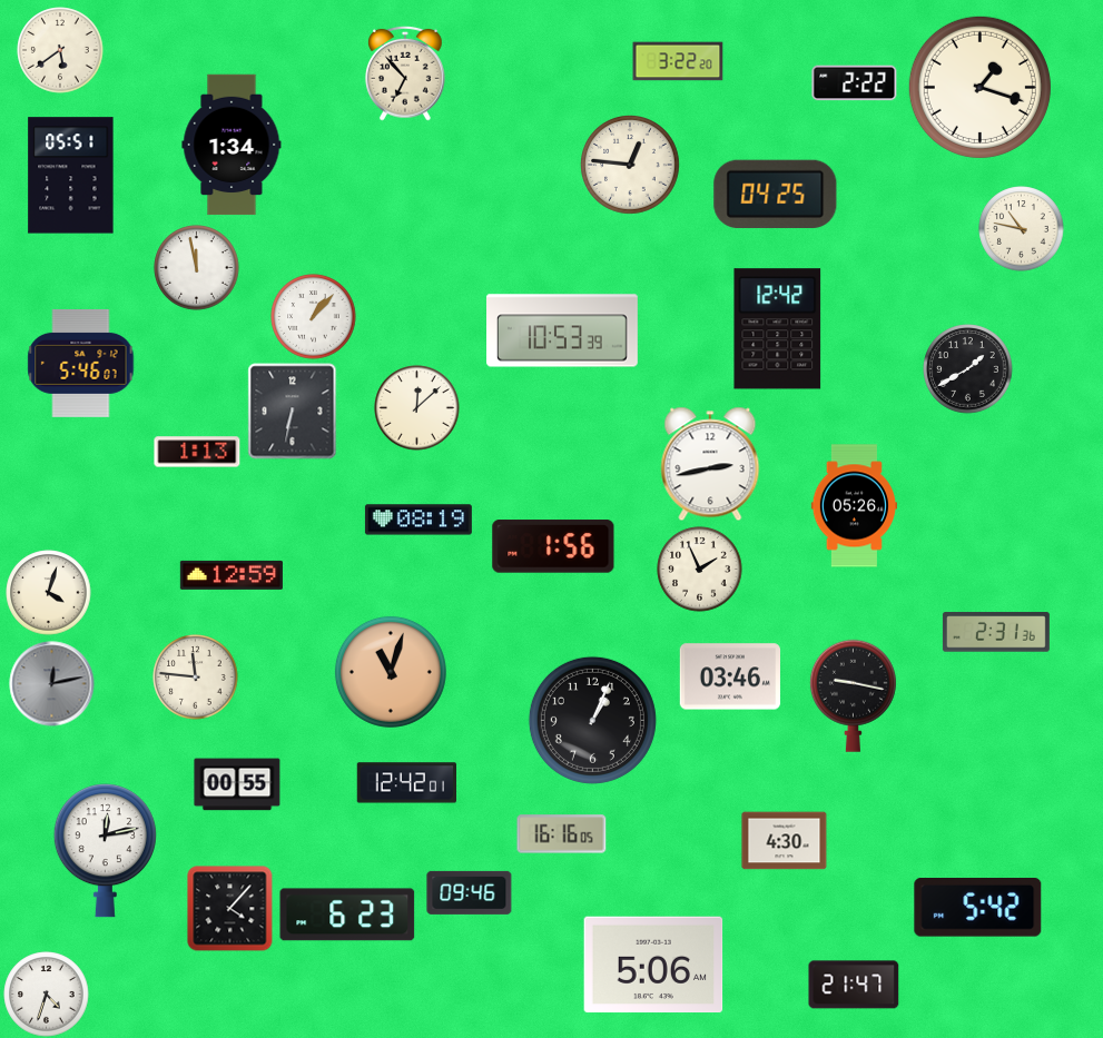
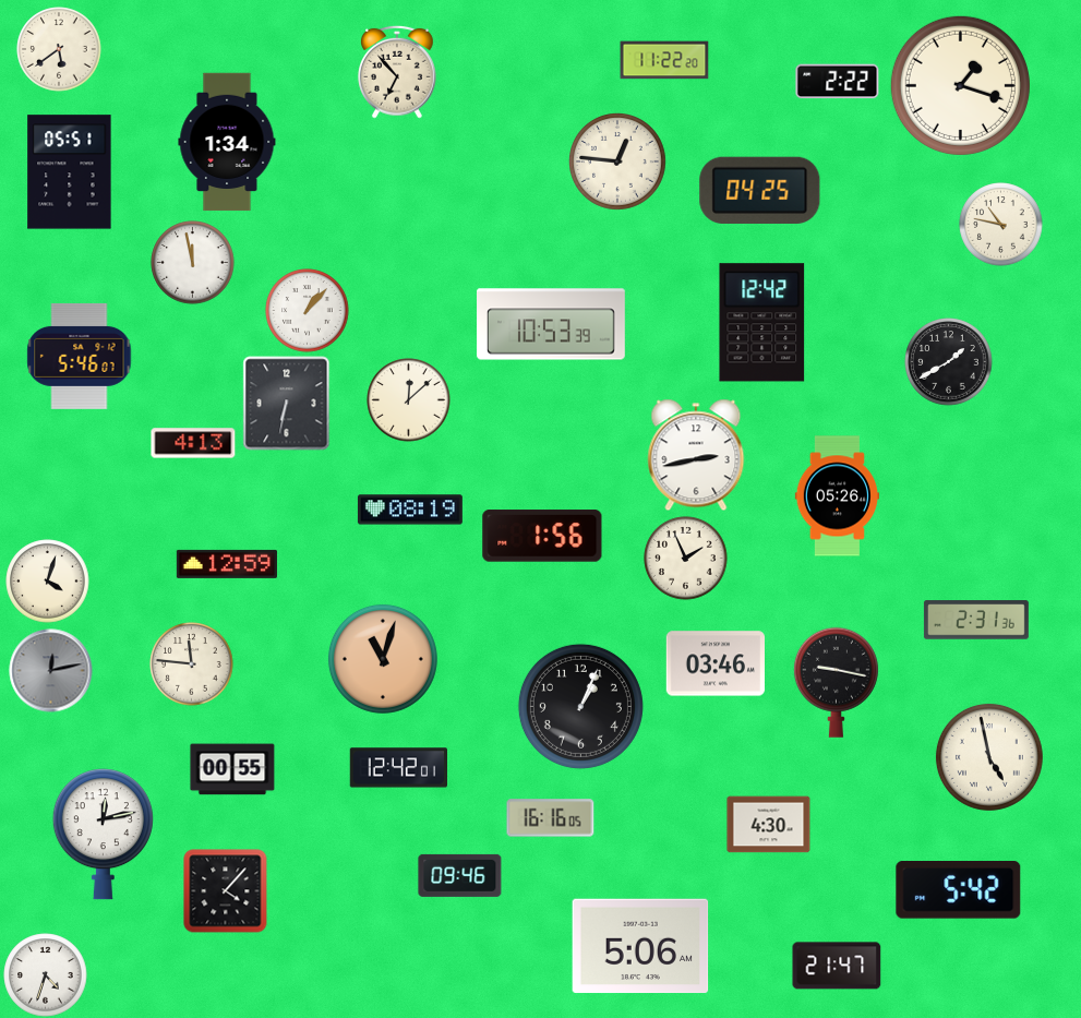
clock at (678, 61): 3:22 -> 11:22
clock at (197, 452): 1:13 -> 4:13
clock at (989, 757): none -> 4:58
clock at (347, 915): 6:23 -> none
